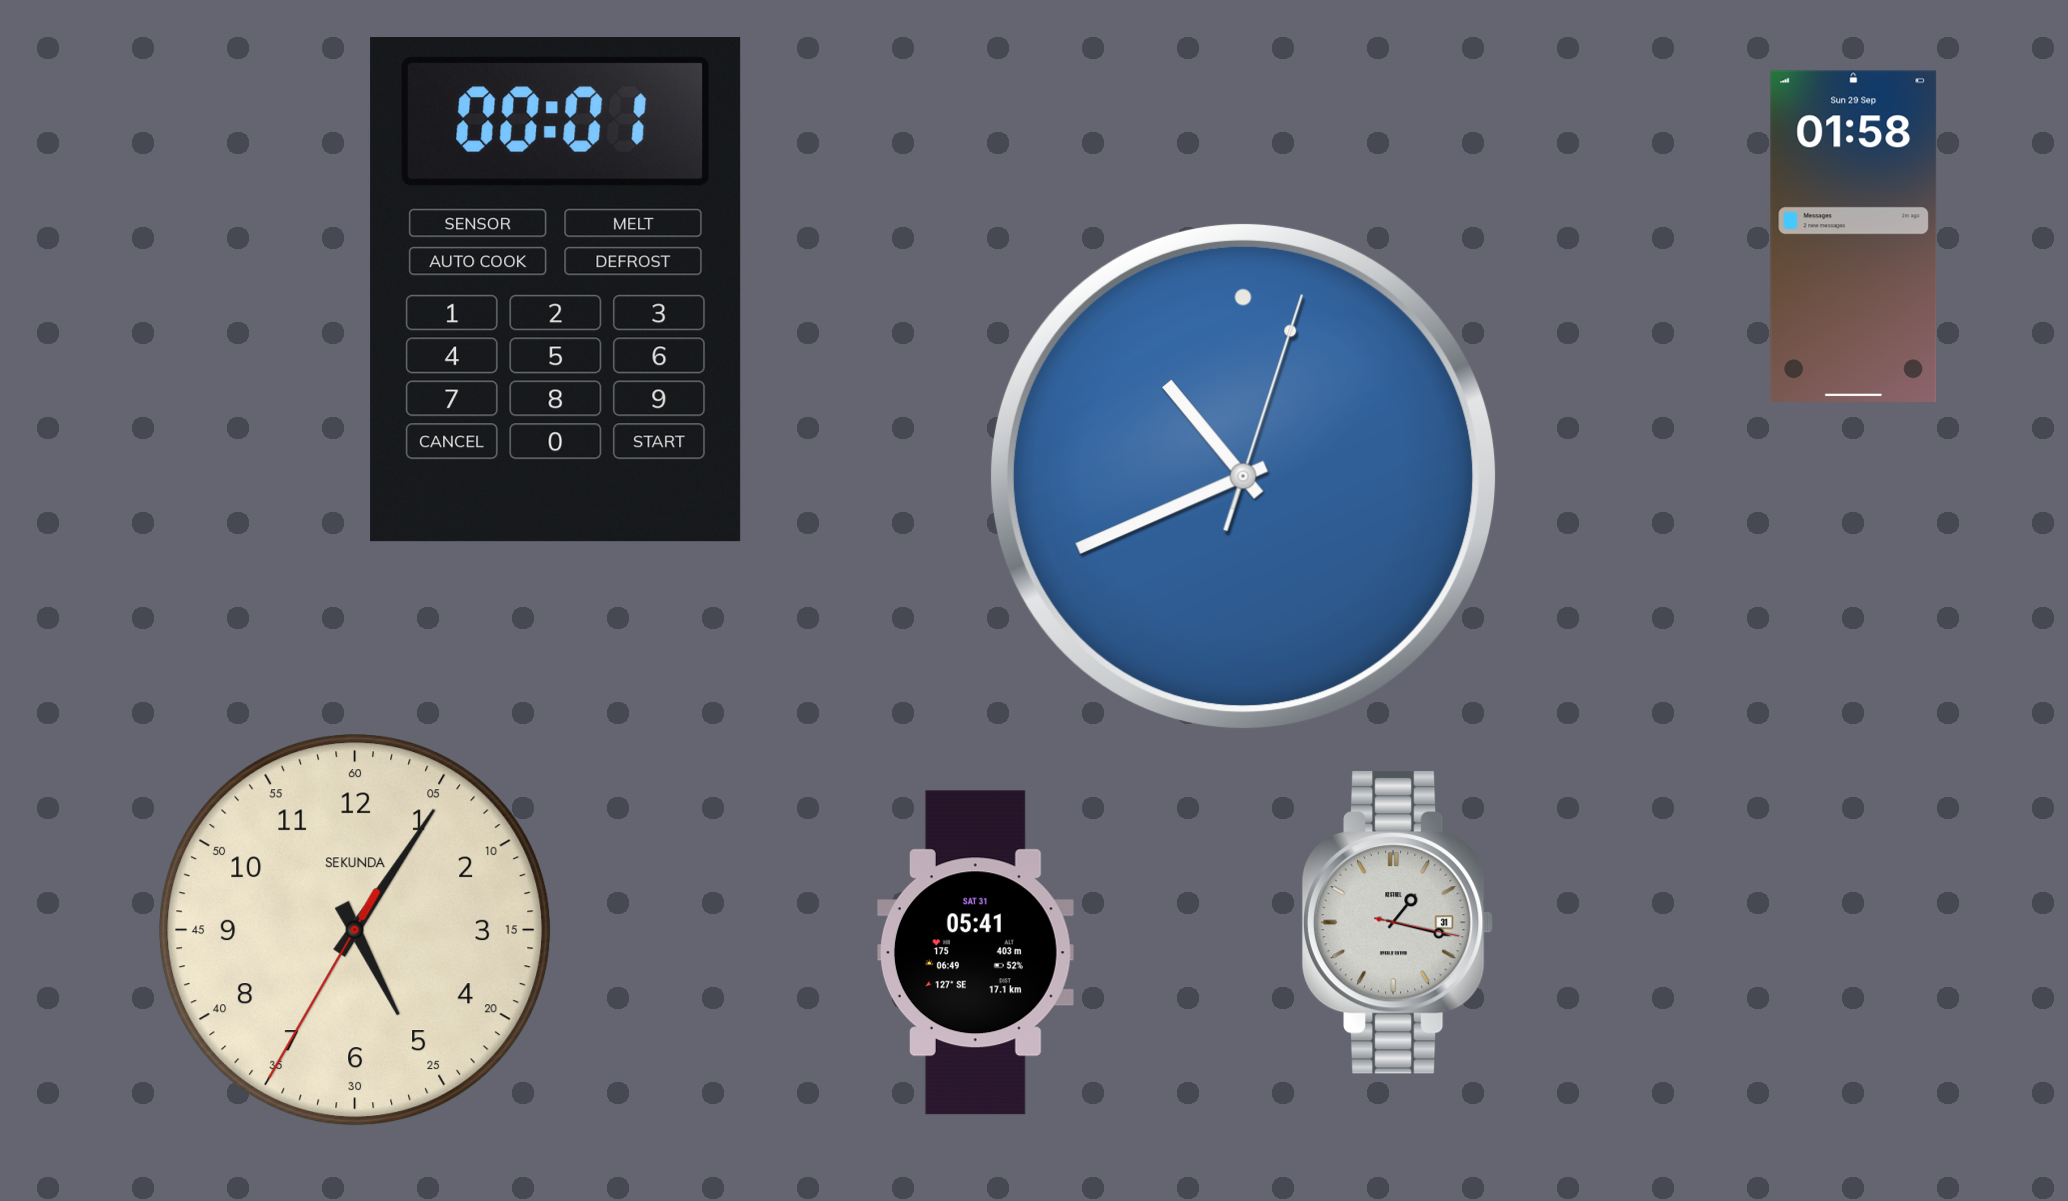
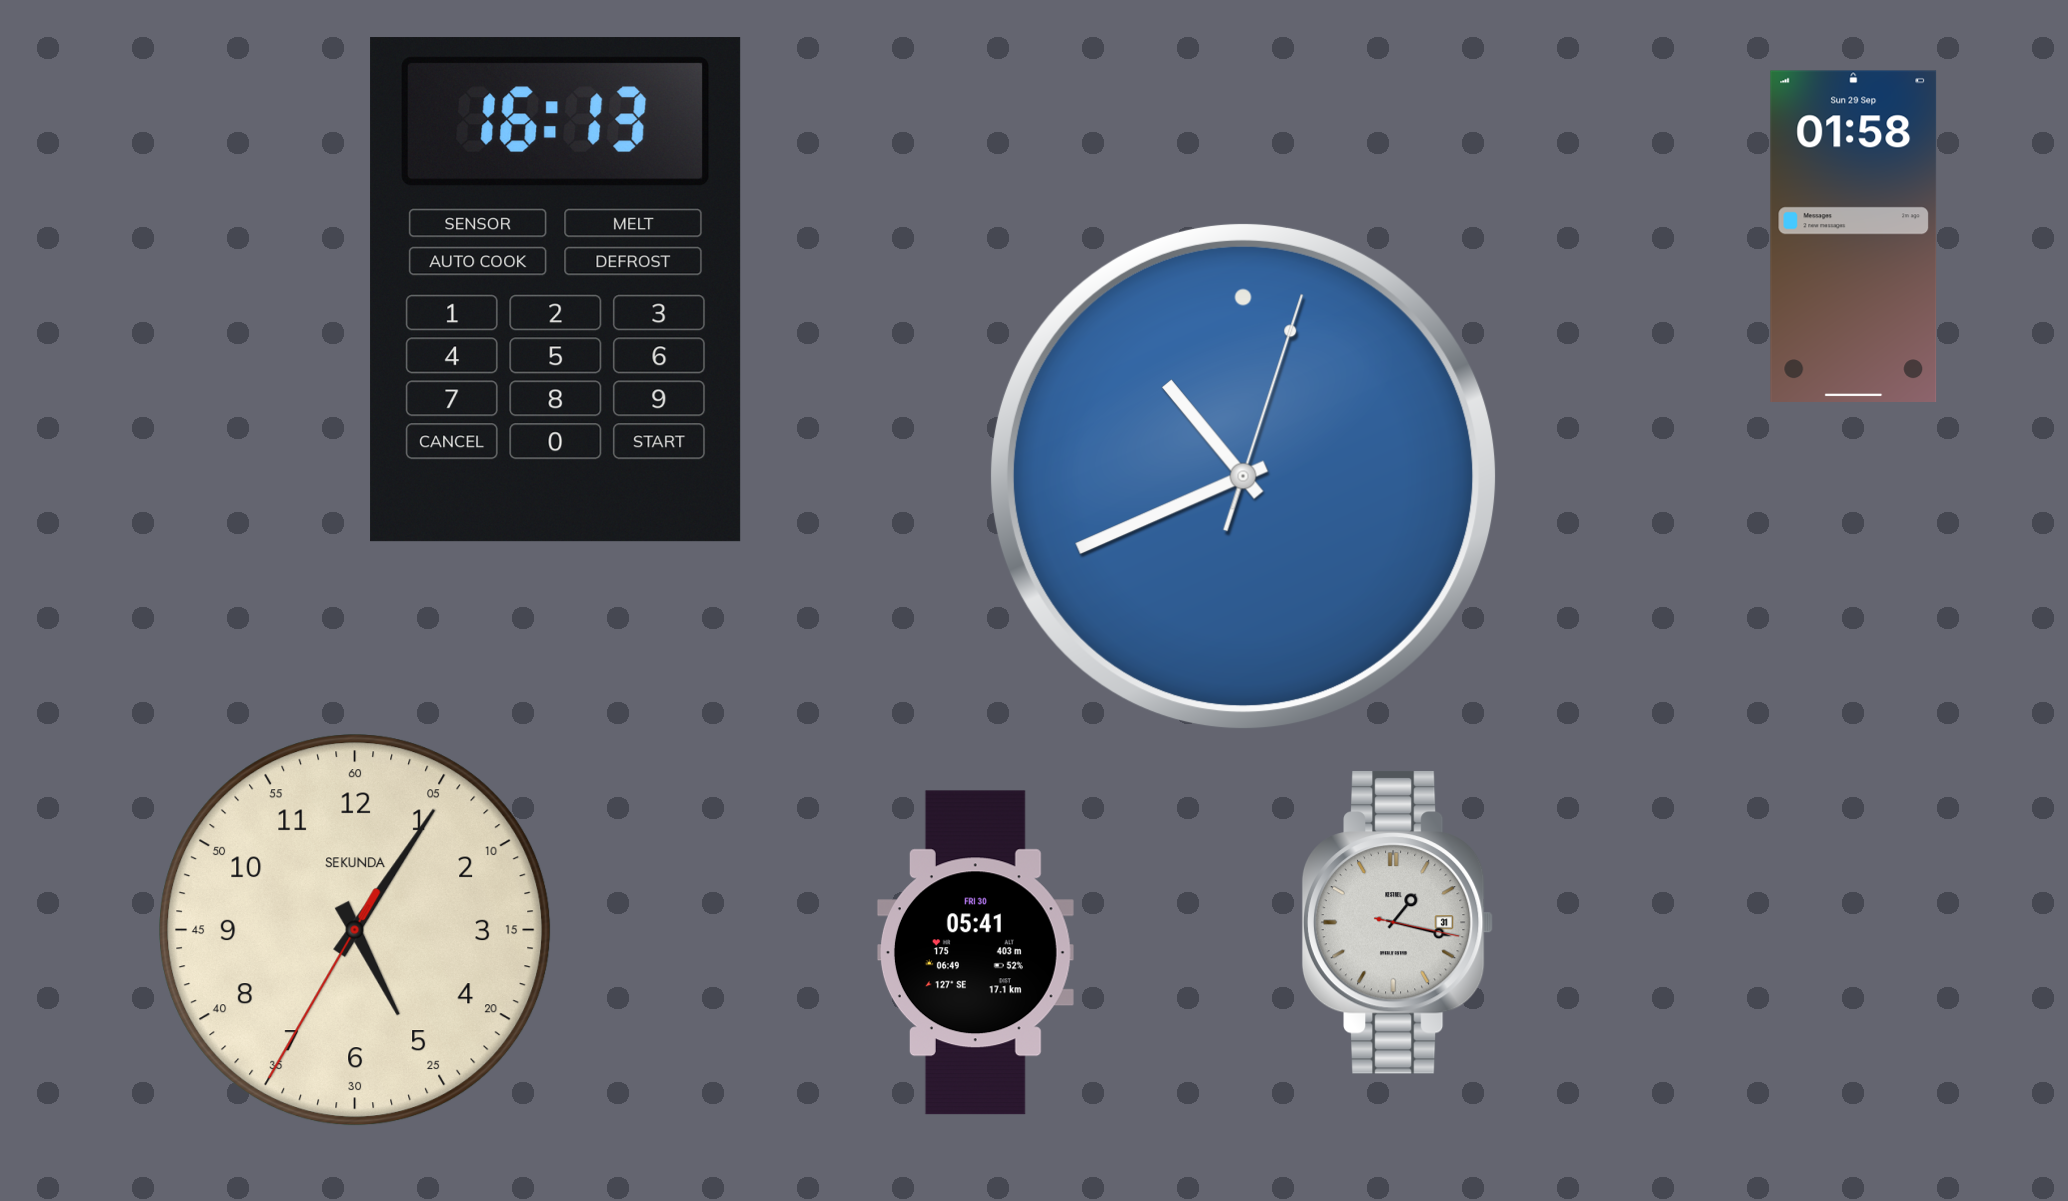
clock at (556, 290): 00:01 -> 16:13
clock at (975, 953) date: SAT 31 -> FRI 30
